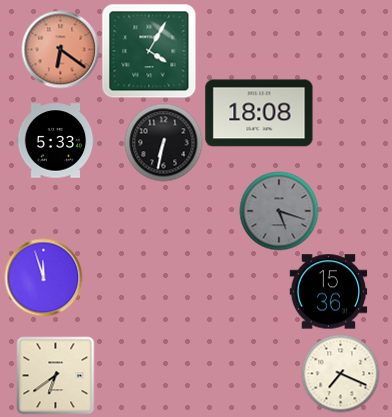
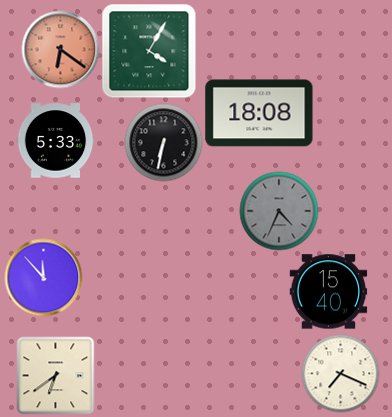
clock at (279, 211): 5:18 -> 4:34
clock at (43, 277): 11:57 -> 11:53
clock at (328, 292): 15:36 -> 15:40
